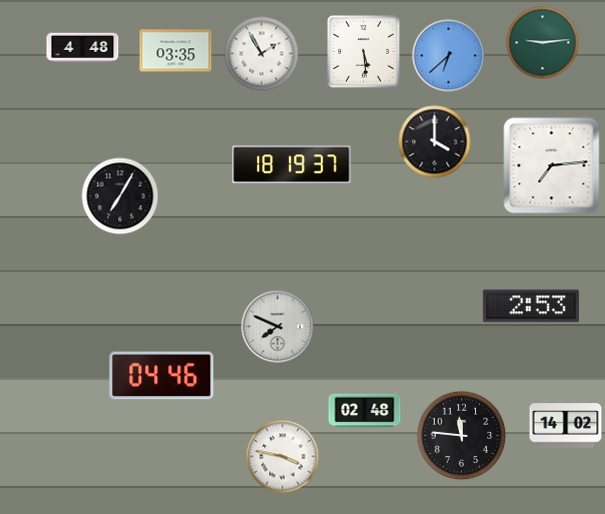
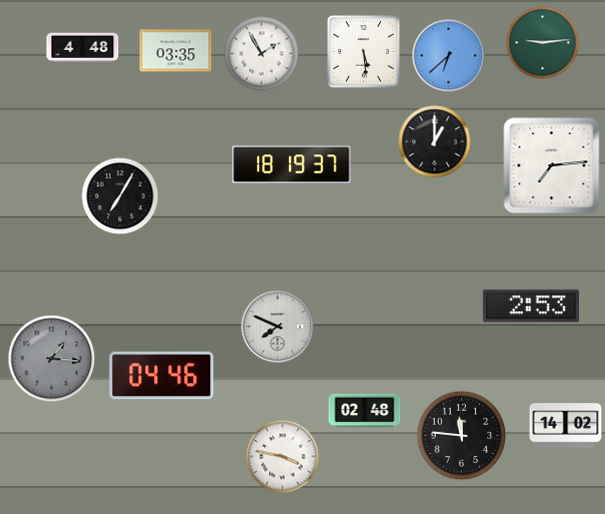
clock at (435, 142): 4:00 -> 1:00
clock at (52, 359): none -> 1:16
